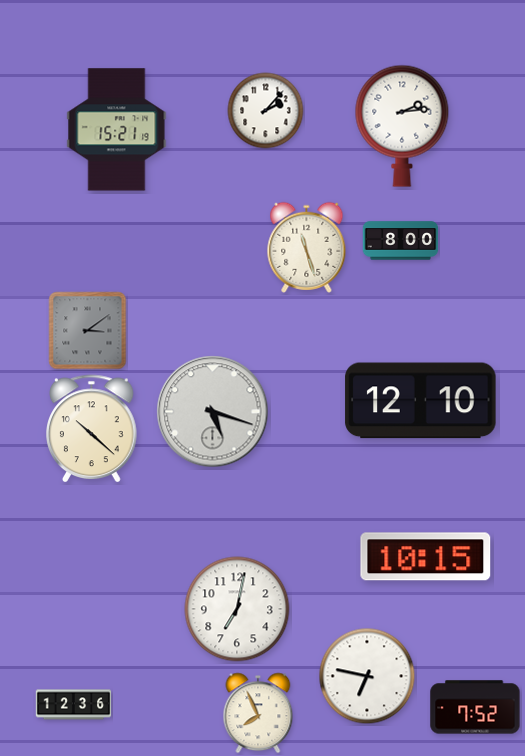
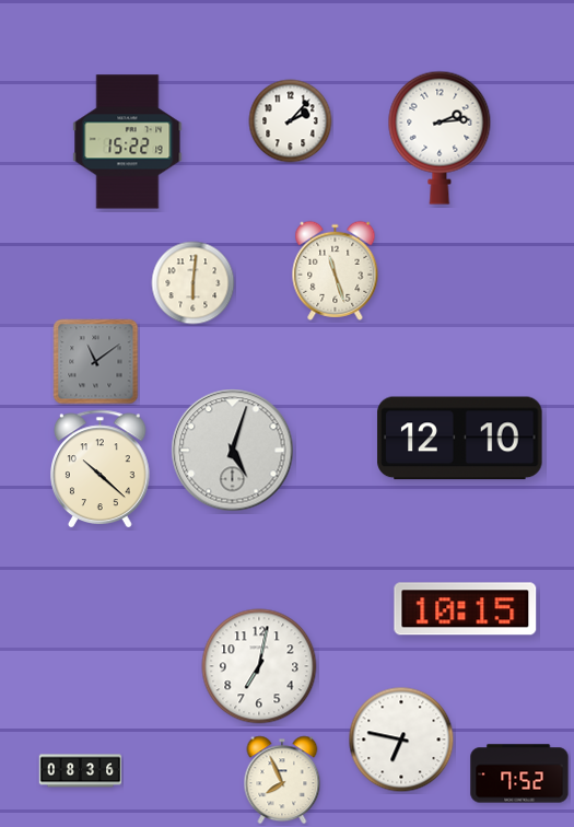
clock at (117, 130): 15:21 -> 15:22
clock at (401, 241): 8:00 -> none
clock at (194, 283): none -> 6:01
clock at (88, 331): 3:09 -> 11:09
clock at (213, 412): 5:18 -> 5:03
clock at (74, 705): 12:36 -> 08:36
